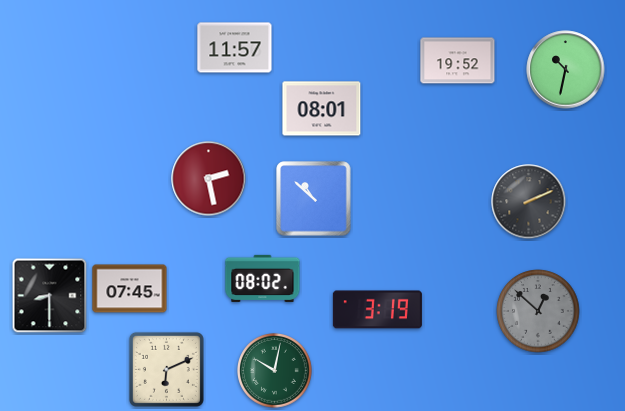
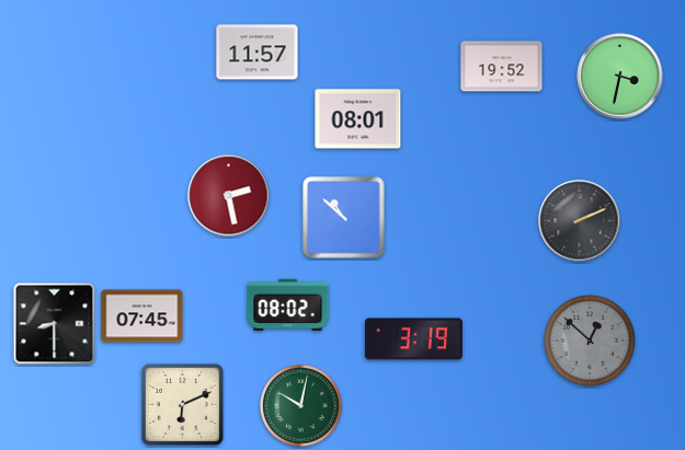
clock at (566, 70): 10:32 -> 3:32
clock at (322, 109) position: (322, 109) -> (358, 119)
